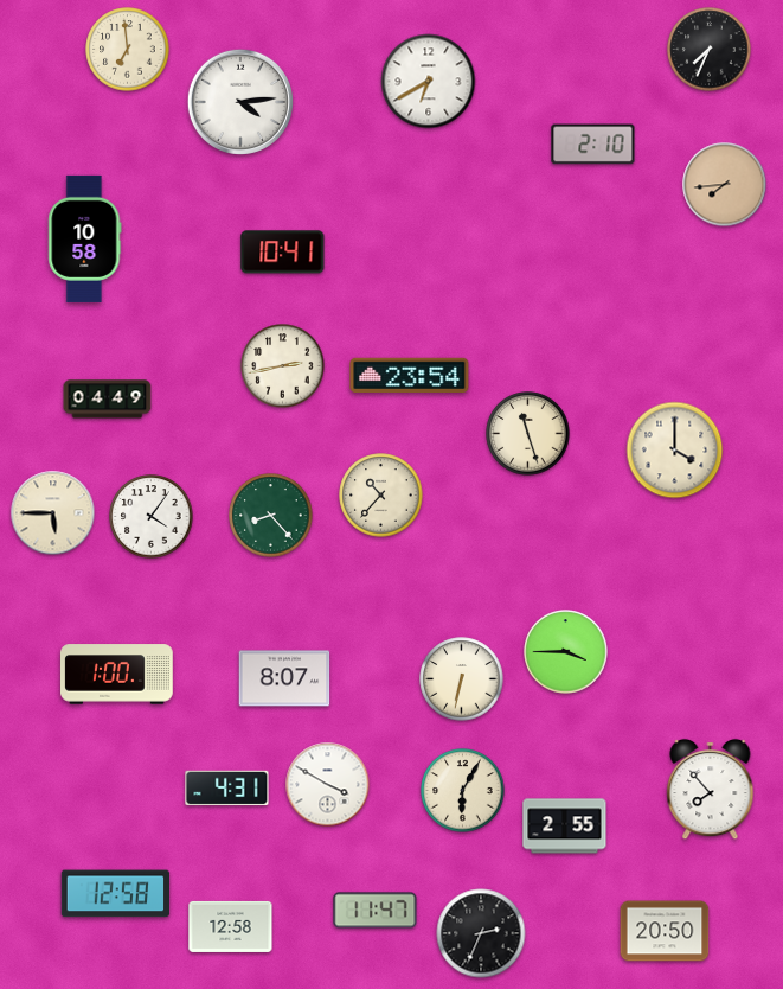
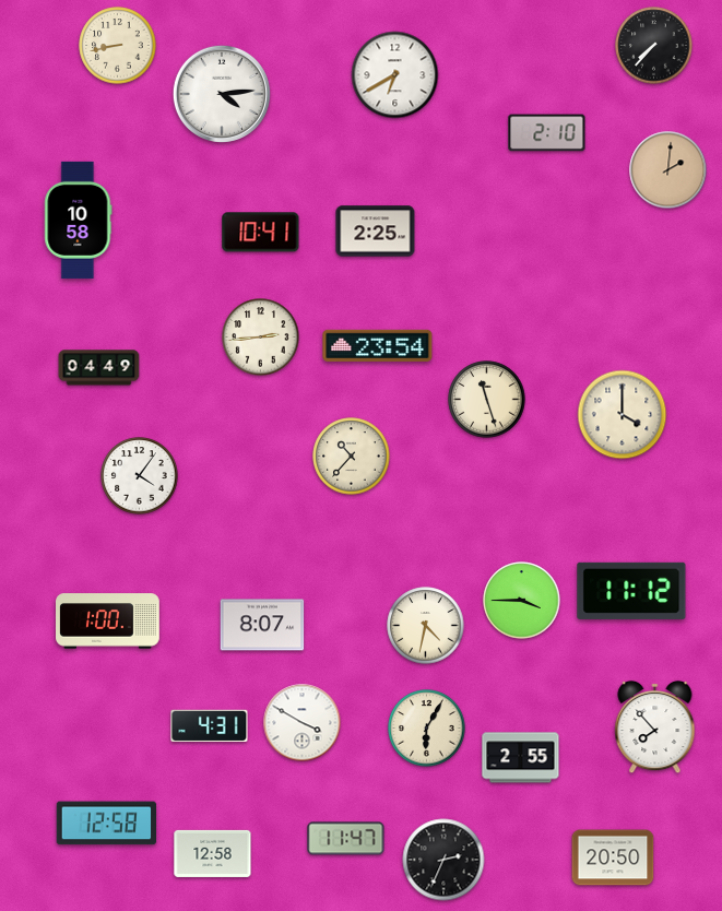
clock at (128, 50): 6:59 -> 8:43
clock at (710, 50): 7:34 -> 7:37
clock at (725, 185): 7:44 -> 2:01
clock at (376, 232): none -> 2:25
clock at (283, 366): 2:43 -> 2:44
clock at (53, 513): 5:45 -> none
clock at (271, 516): 8:23 -> none
clock at (631, 591): none -> 11:12
clock at (462, 679): 6:32 -> 4:32
clock at (565, 827) position: (565, 827) -> (521, 758)
